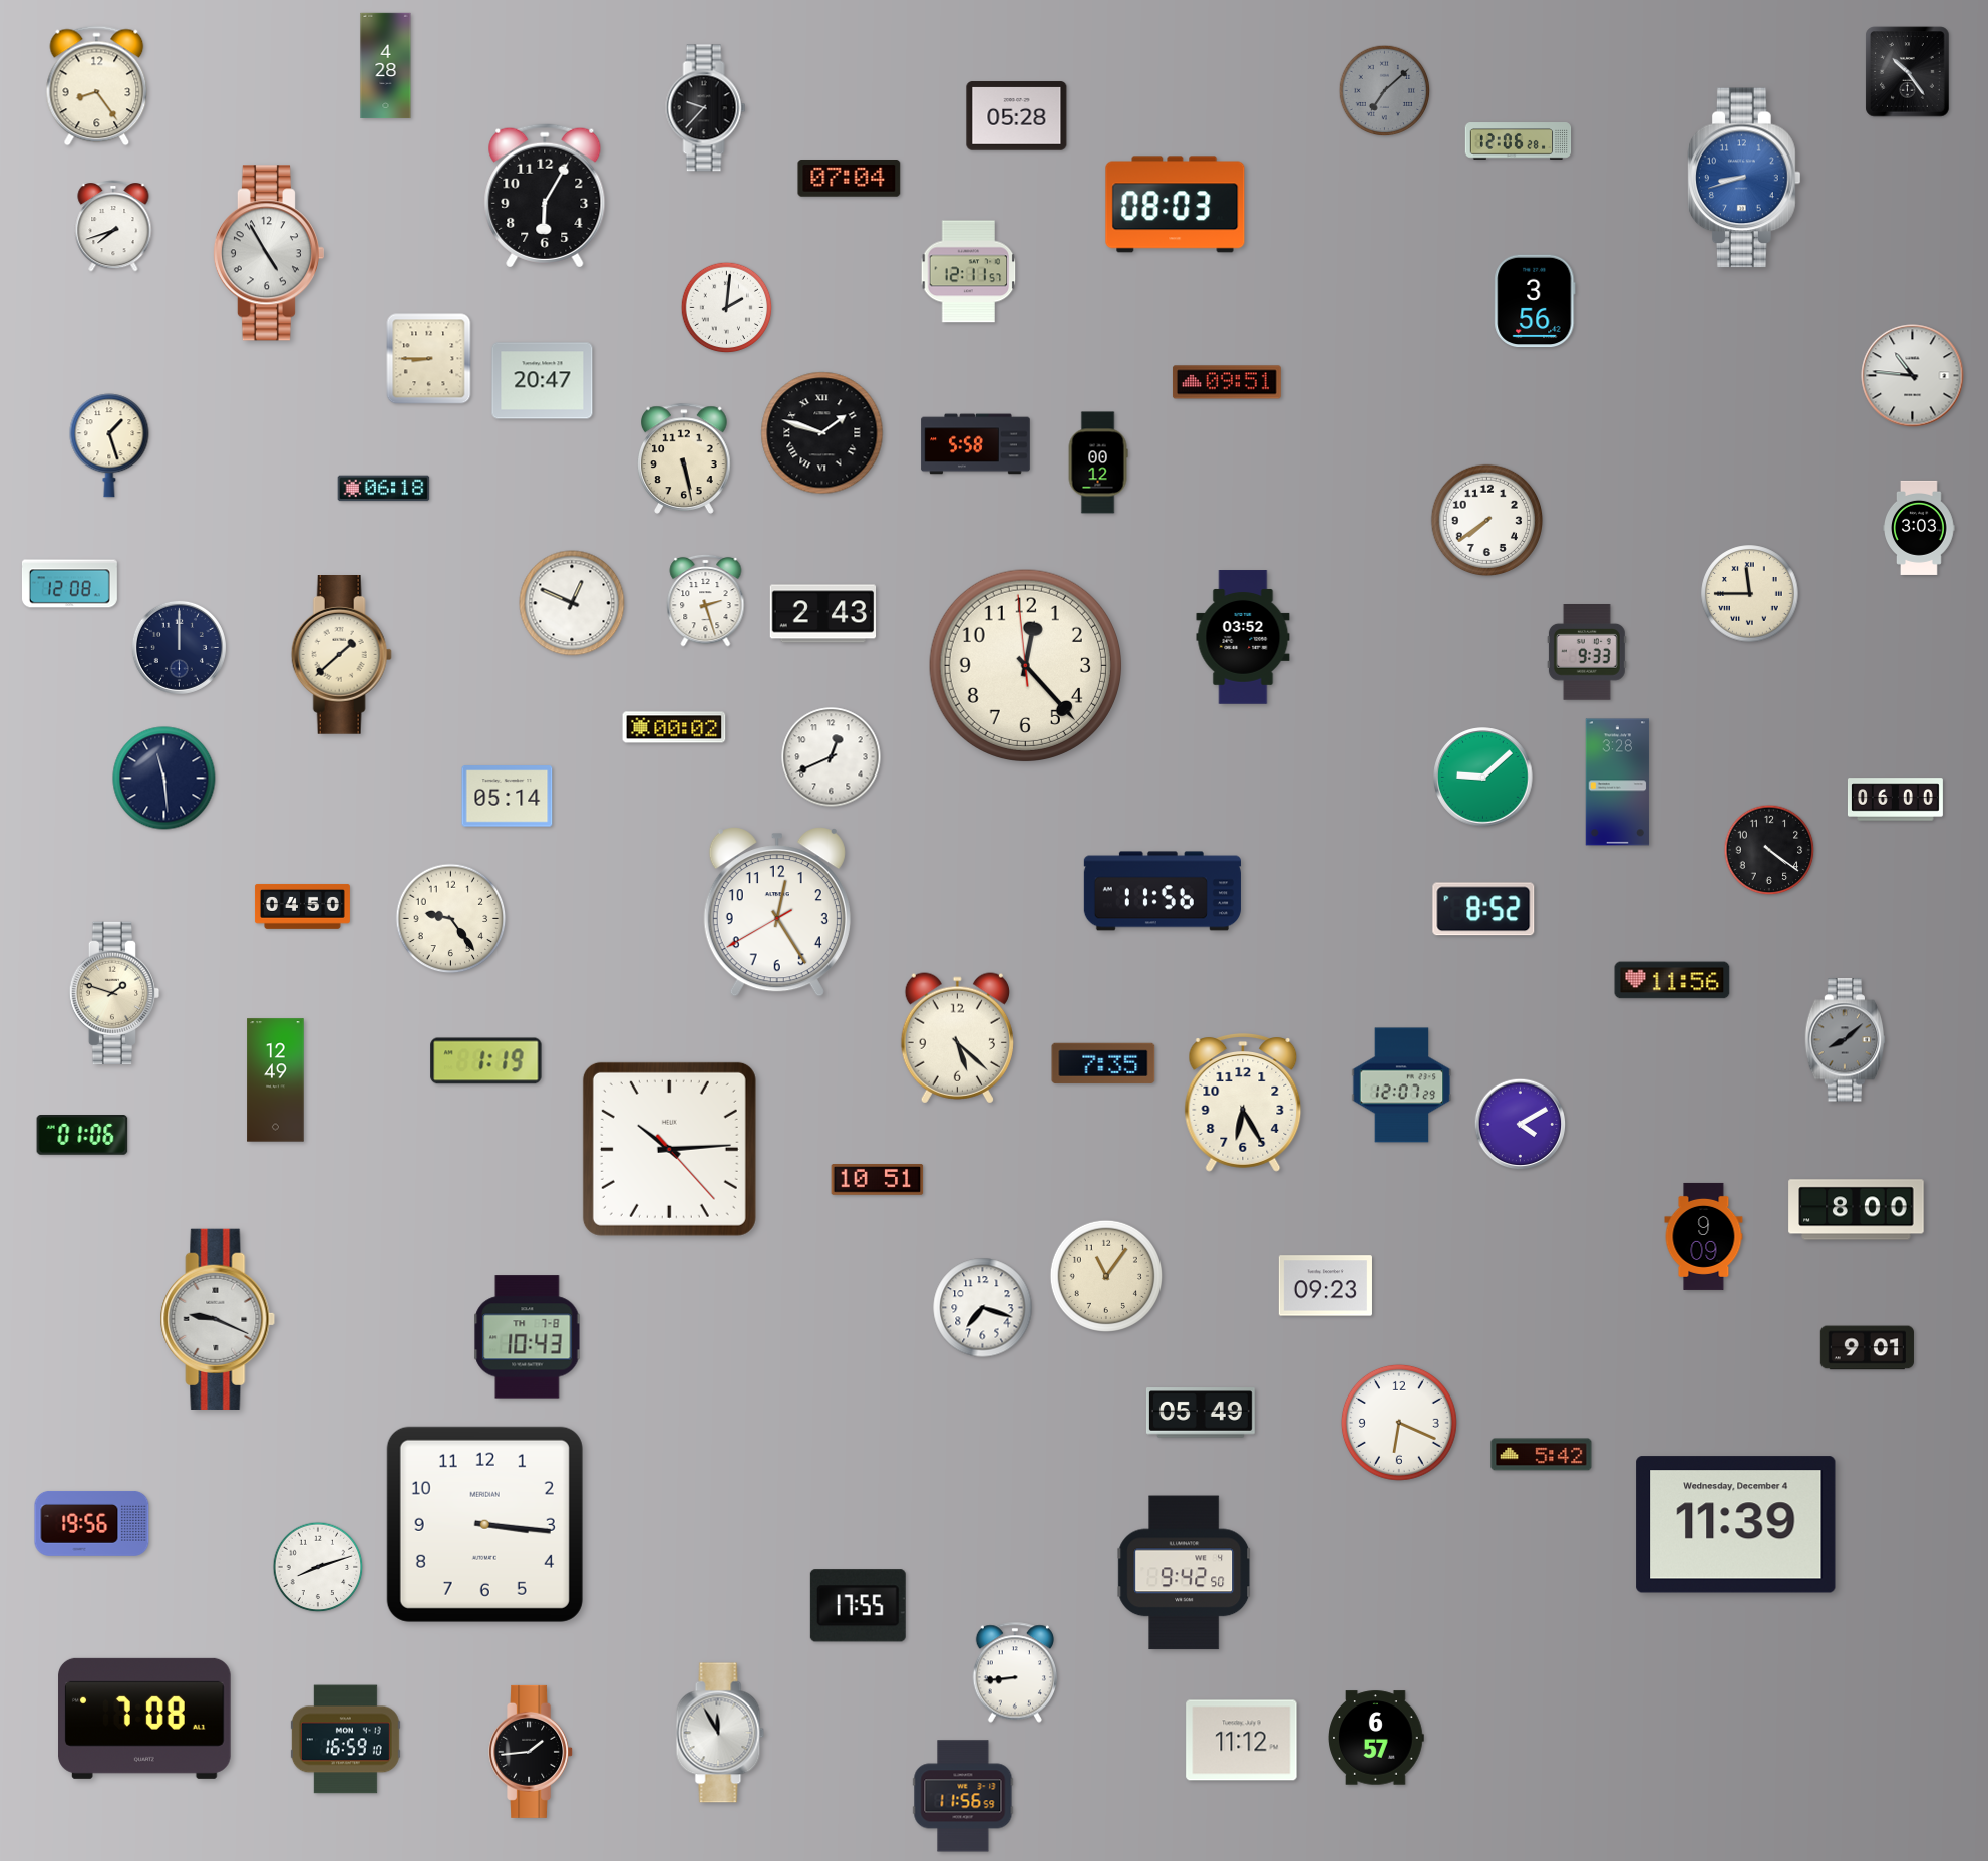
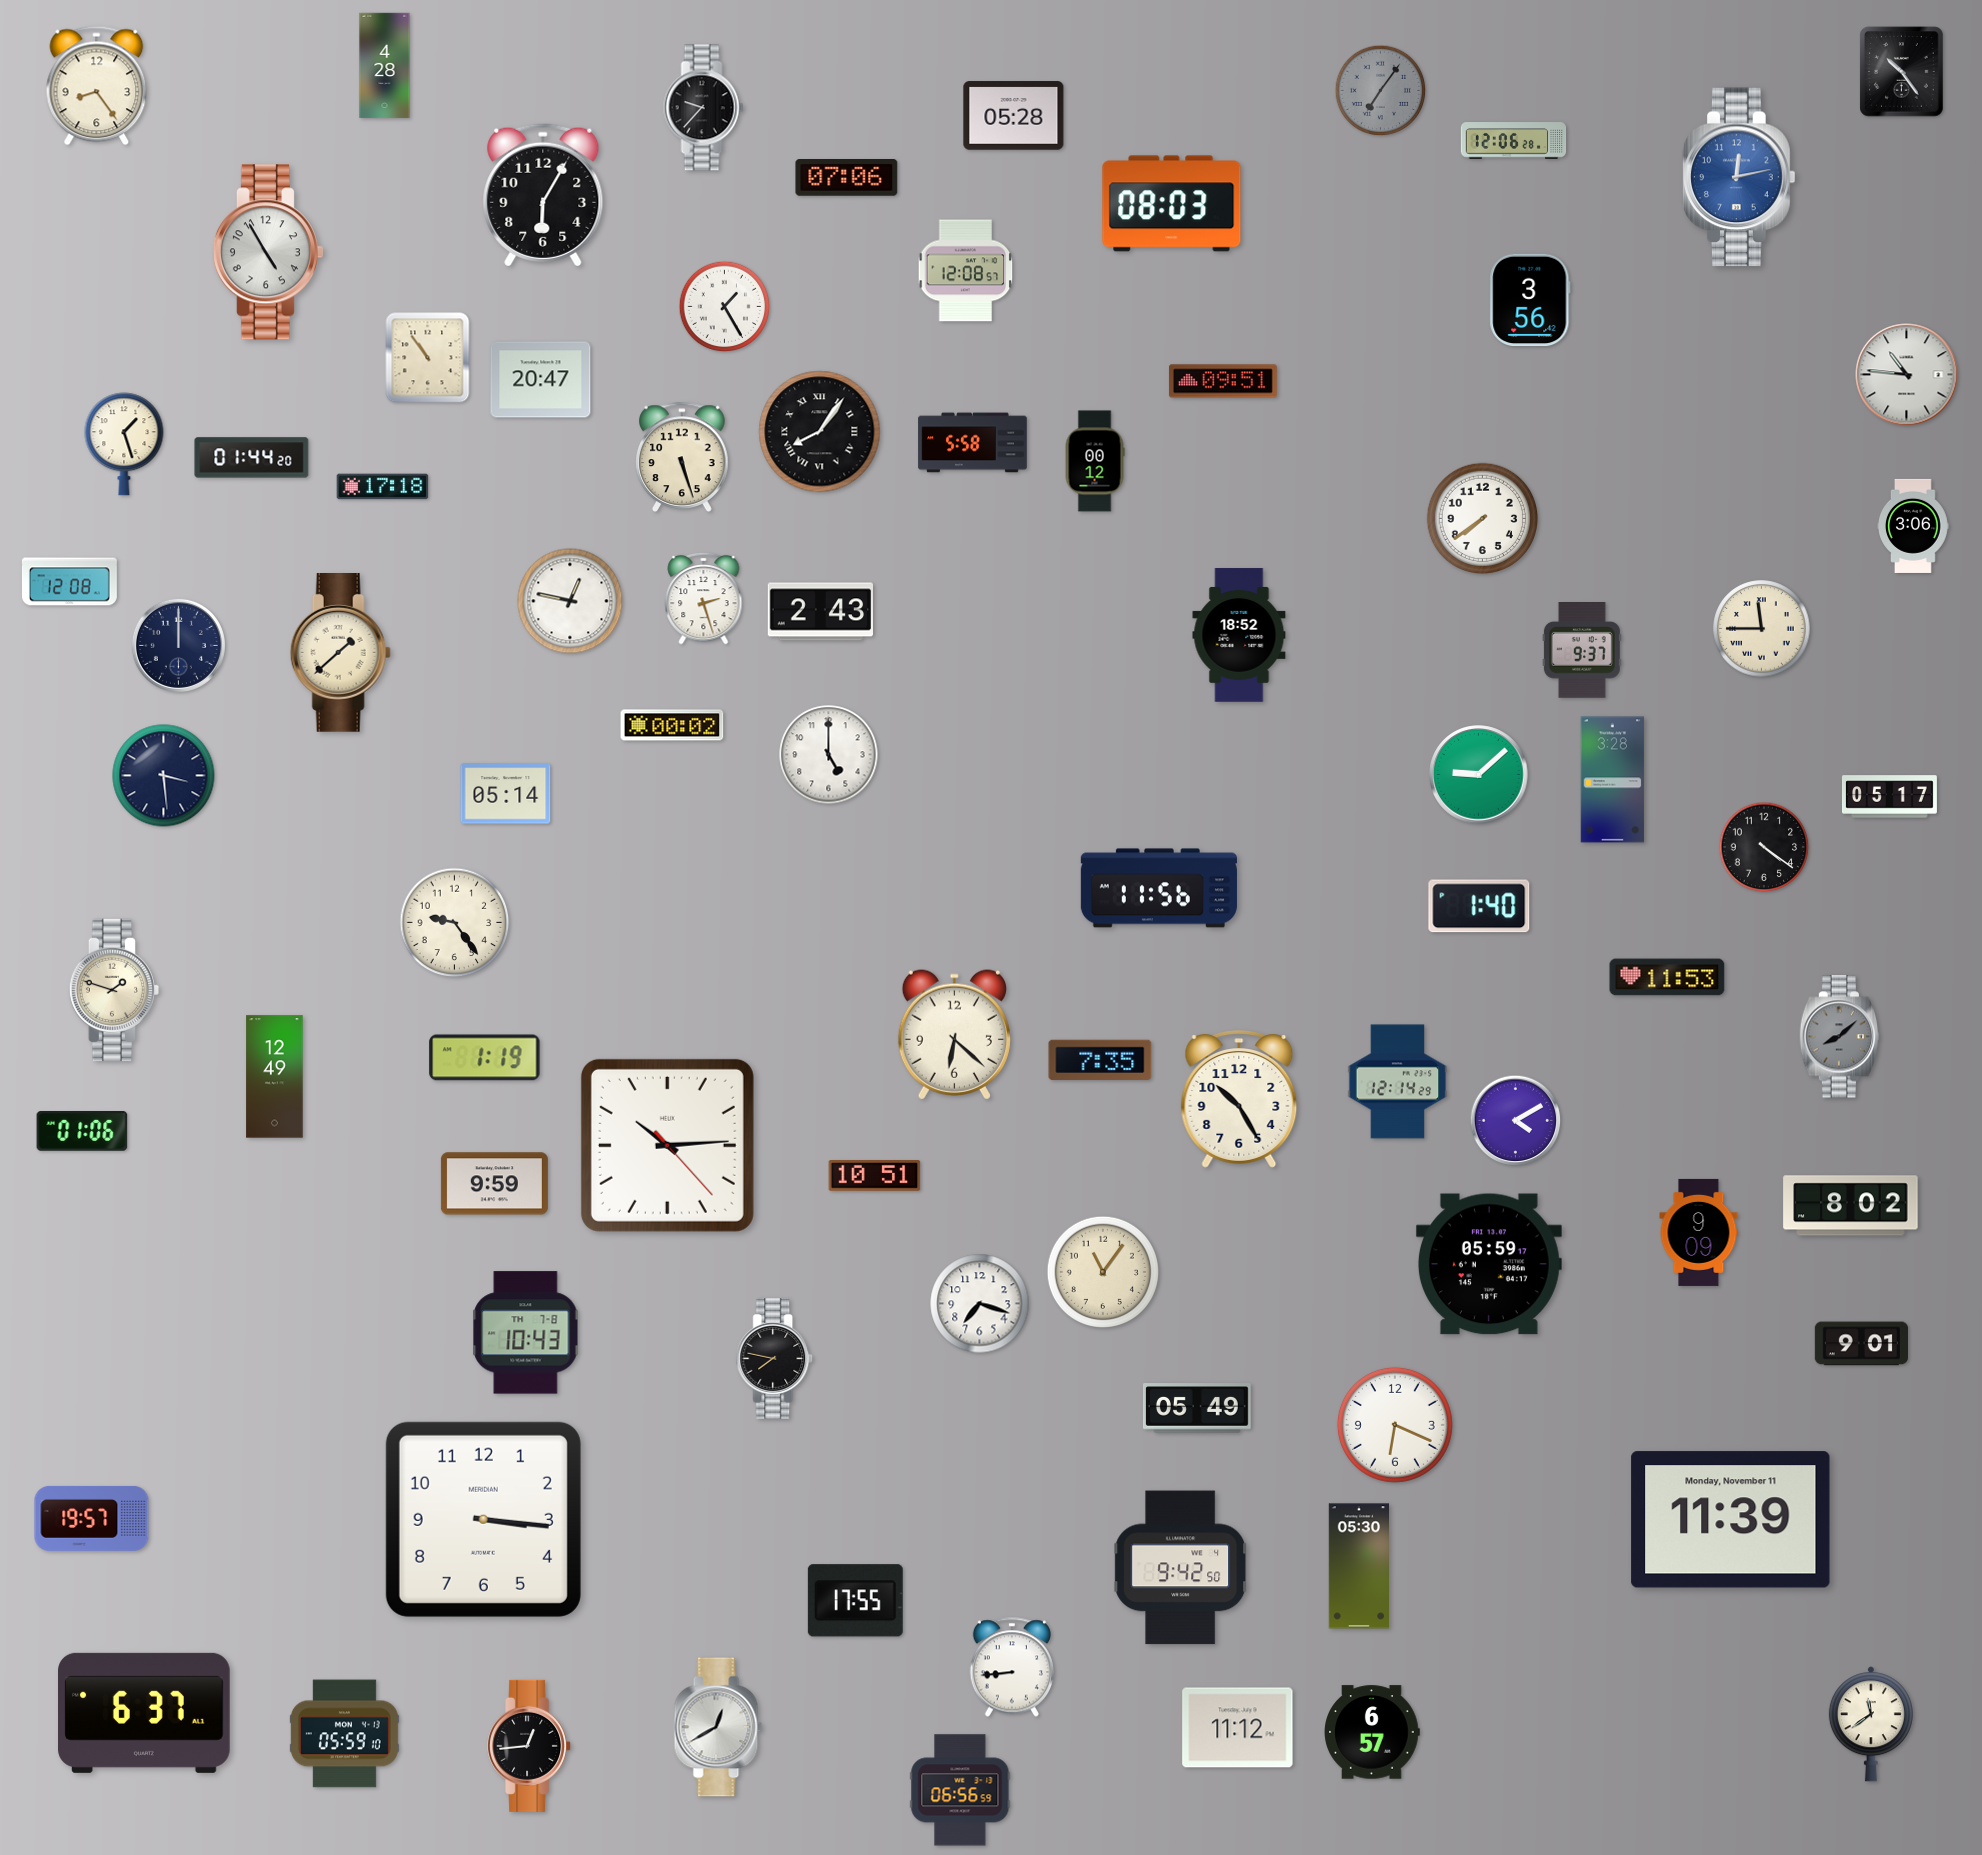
clock at (1385, 91): 7:08 -> 7:06
clock at (1744, 178): 8:42 -> 12:13
clock at (850, 179): 07:04 -> 07:06
clock at (113, 227): 7:42 -> none
clock at (969, 272): 12:11 -> 12:08
clock at (727, 308): 2:01 -> 1:25
clock at (429, 359): 8:45 -> 10:54
clock at (822, 433): 1:48 -> 8:06
clock at (109, 445) position: (109, 445) -> (124, 444)
clock at (684, 458): 5:28 -> 5:27
clock at (252, 458): none -> 01:44
clock at (384, 489): 06:18 -> 17:18
clock at (1920, 528): 3:03 -> 3:06
clock at (1750, 594) position: (1750, 594) -> (1762, 629)
clock at (572, 603): 12:49 -> 12:47
clock at (1243, 637): 03:52 -> 18:52
clock at (1587, 653): 9:33 -> 9:37
clock at (1025, 665): 12:22 -> none
clock at (832, 757): 12:41 -> 5:00
clock at (164, 779): 11:29 -> 3:29
clock at (1895, 800): 06:00 -> 05:17
clock at (302, 907): 04:50 -> none
clock at (1483, 909): 8:52 -> 1:40
clock at (777, 912): 12:24 -> none
clock at (451, 919) position: (451, 919) -> (455, 923)
clock at (1672, 980): 11:56 -> 11:53
clock at (957, 1038): 5:22 -> 6:22
clock at (1402, 1085): 12:07 -> 12:14
clock at (1243, 1103): 6:25 -> 10:25
clock at (494, 1184): none -> 9:59
clock at (1857, 1210): 8:00 -> 8:02
clock at (1489, 1264): none -> 05:59
clock at (1325, 1286): 09:23 -> none
clock at (218, 1319): 9:19 -> none
clock at (775, 1359): none -> 7:47
clock at (1399, 1423) position: (1399, 1423) -> (1395, 1425)
clock at (1542, 1455): 5:42 -> none
clock at (92, 1523): 19:56 -> 19:57
clock at (1736, 1525) date: Wednesday, December 4 -> Monday, November 11
clock at (318, 1567): 8:12 -> none
clock at (1359, 1566): none -> 05:30
clock at (144, 1719): 7:08 -> 6:37
clock at (1871, 1724): none -> 11:39
clock at (720, 1733): 11:55 -> 12:40
clock at (345, 1740): 16:59 -> 05:59
clock at (1242, 1741) position: (1242, 1741) -> (1238, 1728)
clock at (532, 1752): 1:44 -> 12:44
clock at (963, 1796): 11:56 -> 06:56
